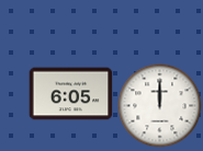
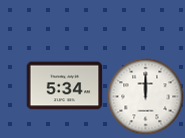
clock at (71, 94): 6:05 -> 5:34
